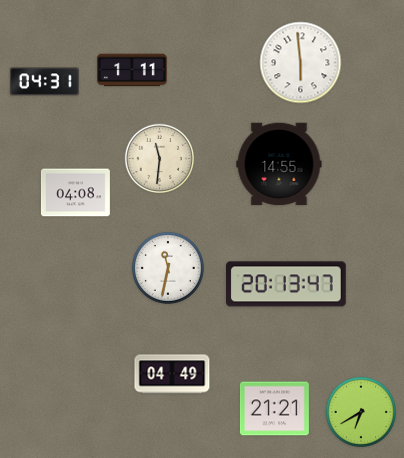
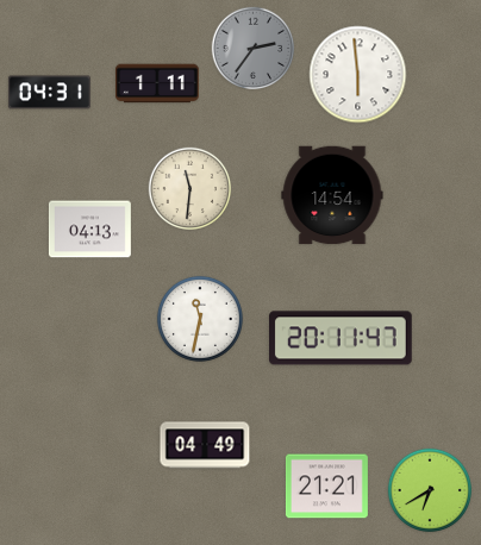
clock at (254, 49): none -> 2:36
clock at (44, 82) position: (44, 82) -> (49, 93)
clock at (279, 164): 14:55 -> 14:54
clock at (75, 193): 04:08 -> 04:13
clock at (287, 284): 20:13 -> 20:11
